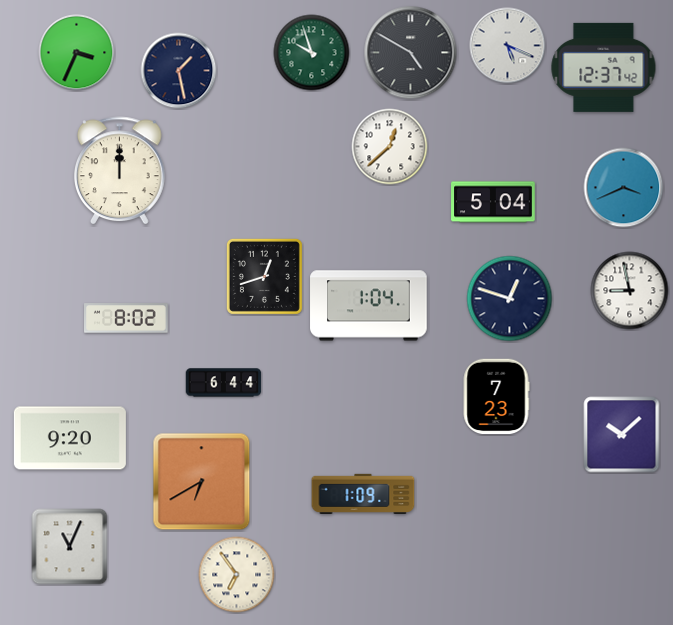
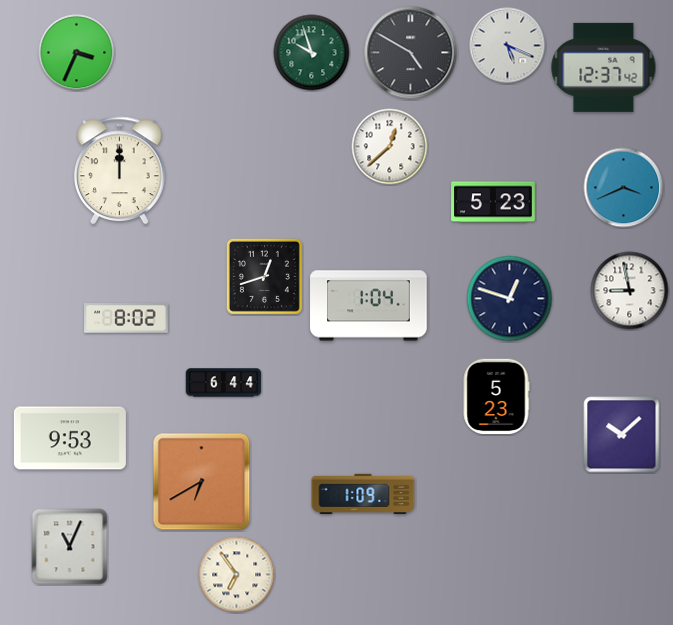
clock at (179, 71): 1:28 -> none
clock at (493, 202): 5:04 -> 5:23
clock at (496, 397): 7:23 -> 5:23
clock at (70, 438): 9:20 -> 9:53
